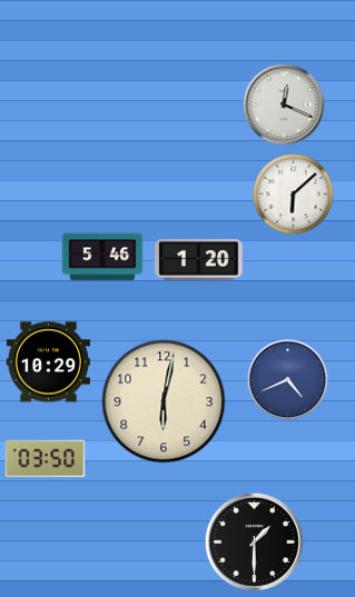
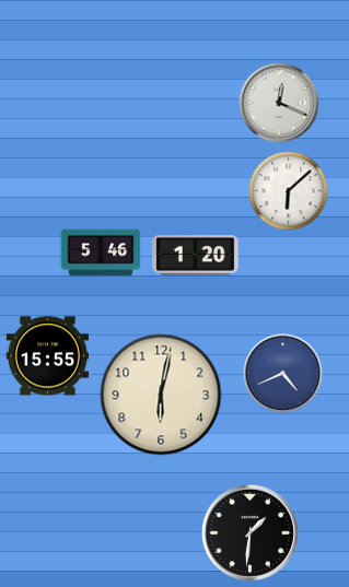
clock at (48, 362): 10:29 -> 15:55
clock at (46, 459): 03:50 -> none
clock at (254, 541): 1:30 -> 1:31
